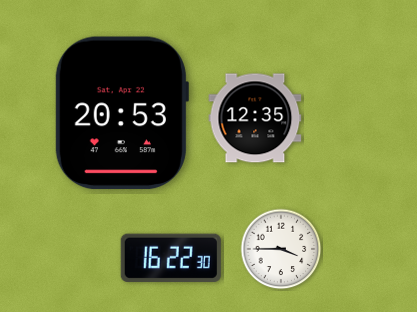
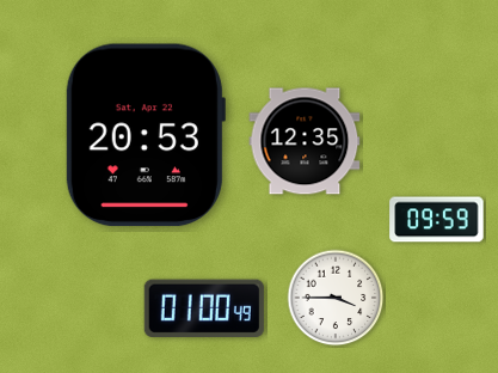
clock at (437, 220): none -> 09:59
clock at (171, 257): 16:22 -> 01:00
